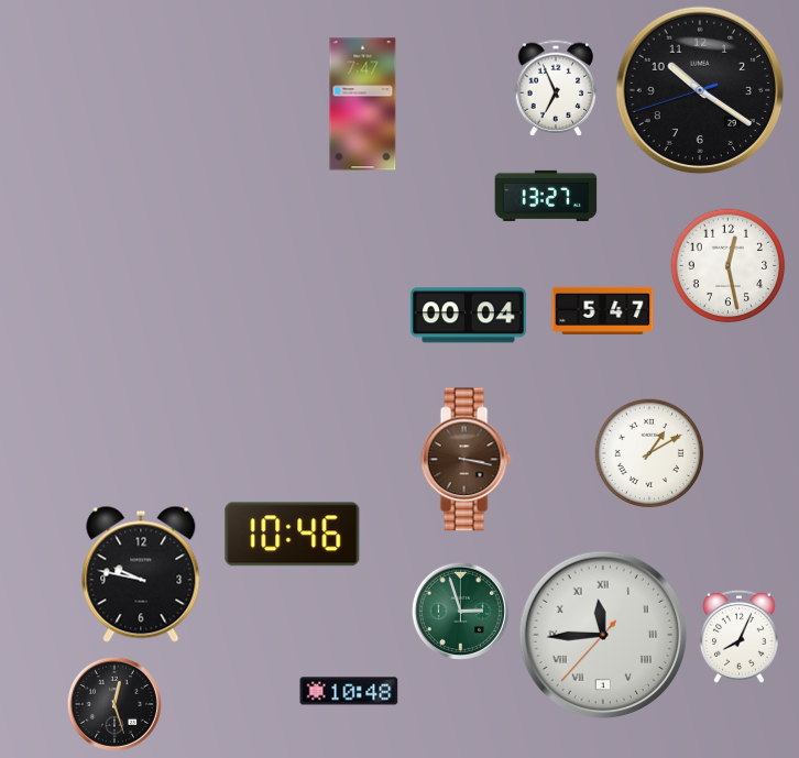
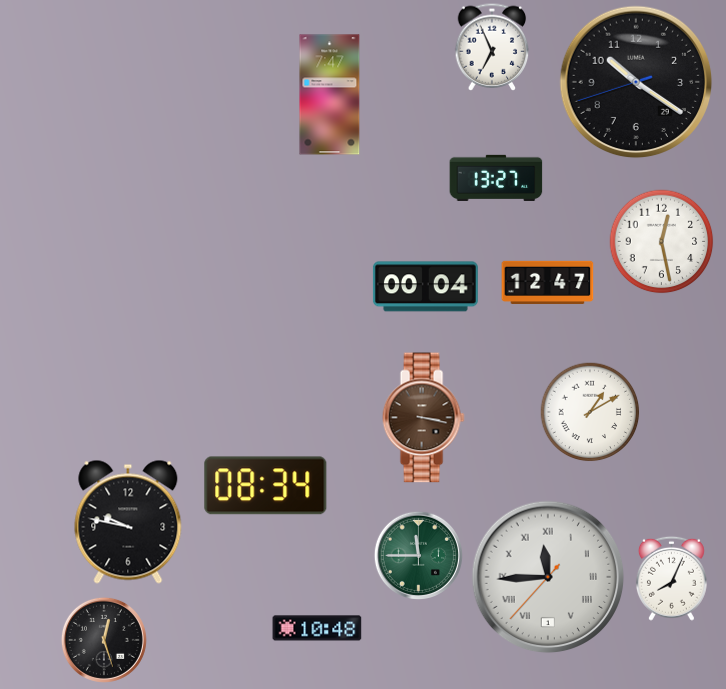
clock at (556, 88) position: (556, 88) -> (492, 47)
clock at (603, 310): 5:47 -> 12:47
clock at (293, 535): 10:46 -> 08:34
clock at (460, 611): 2:57 -> 11:45
